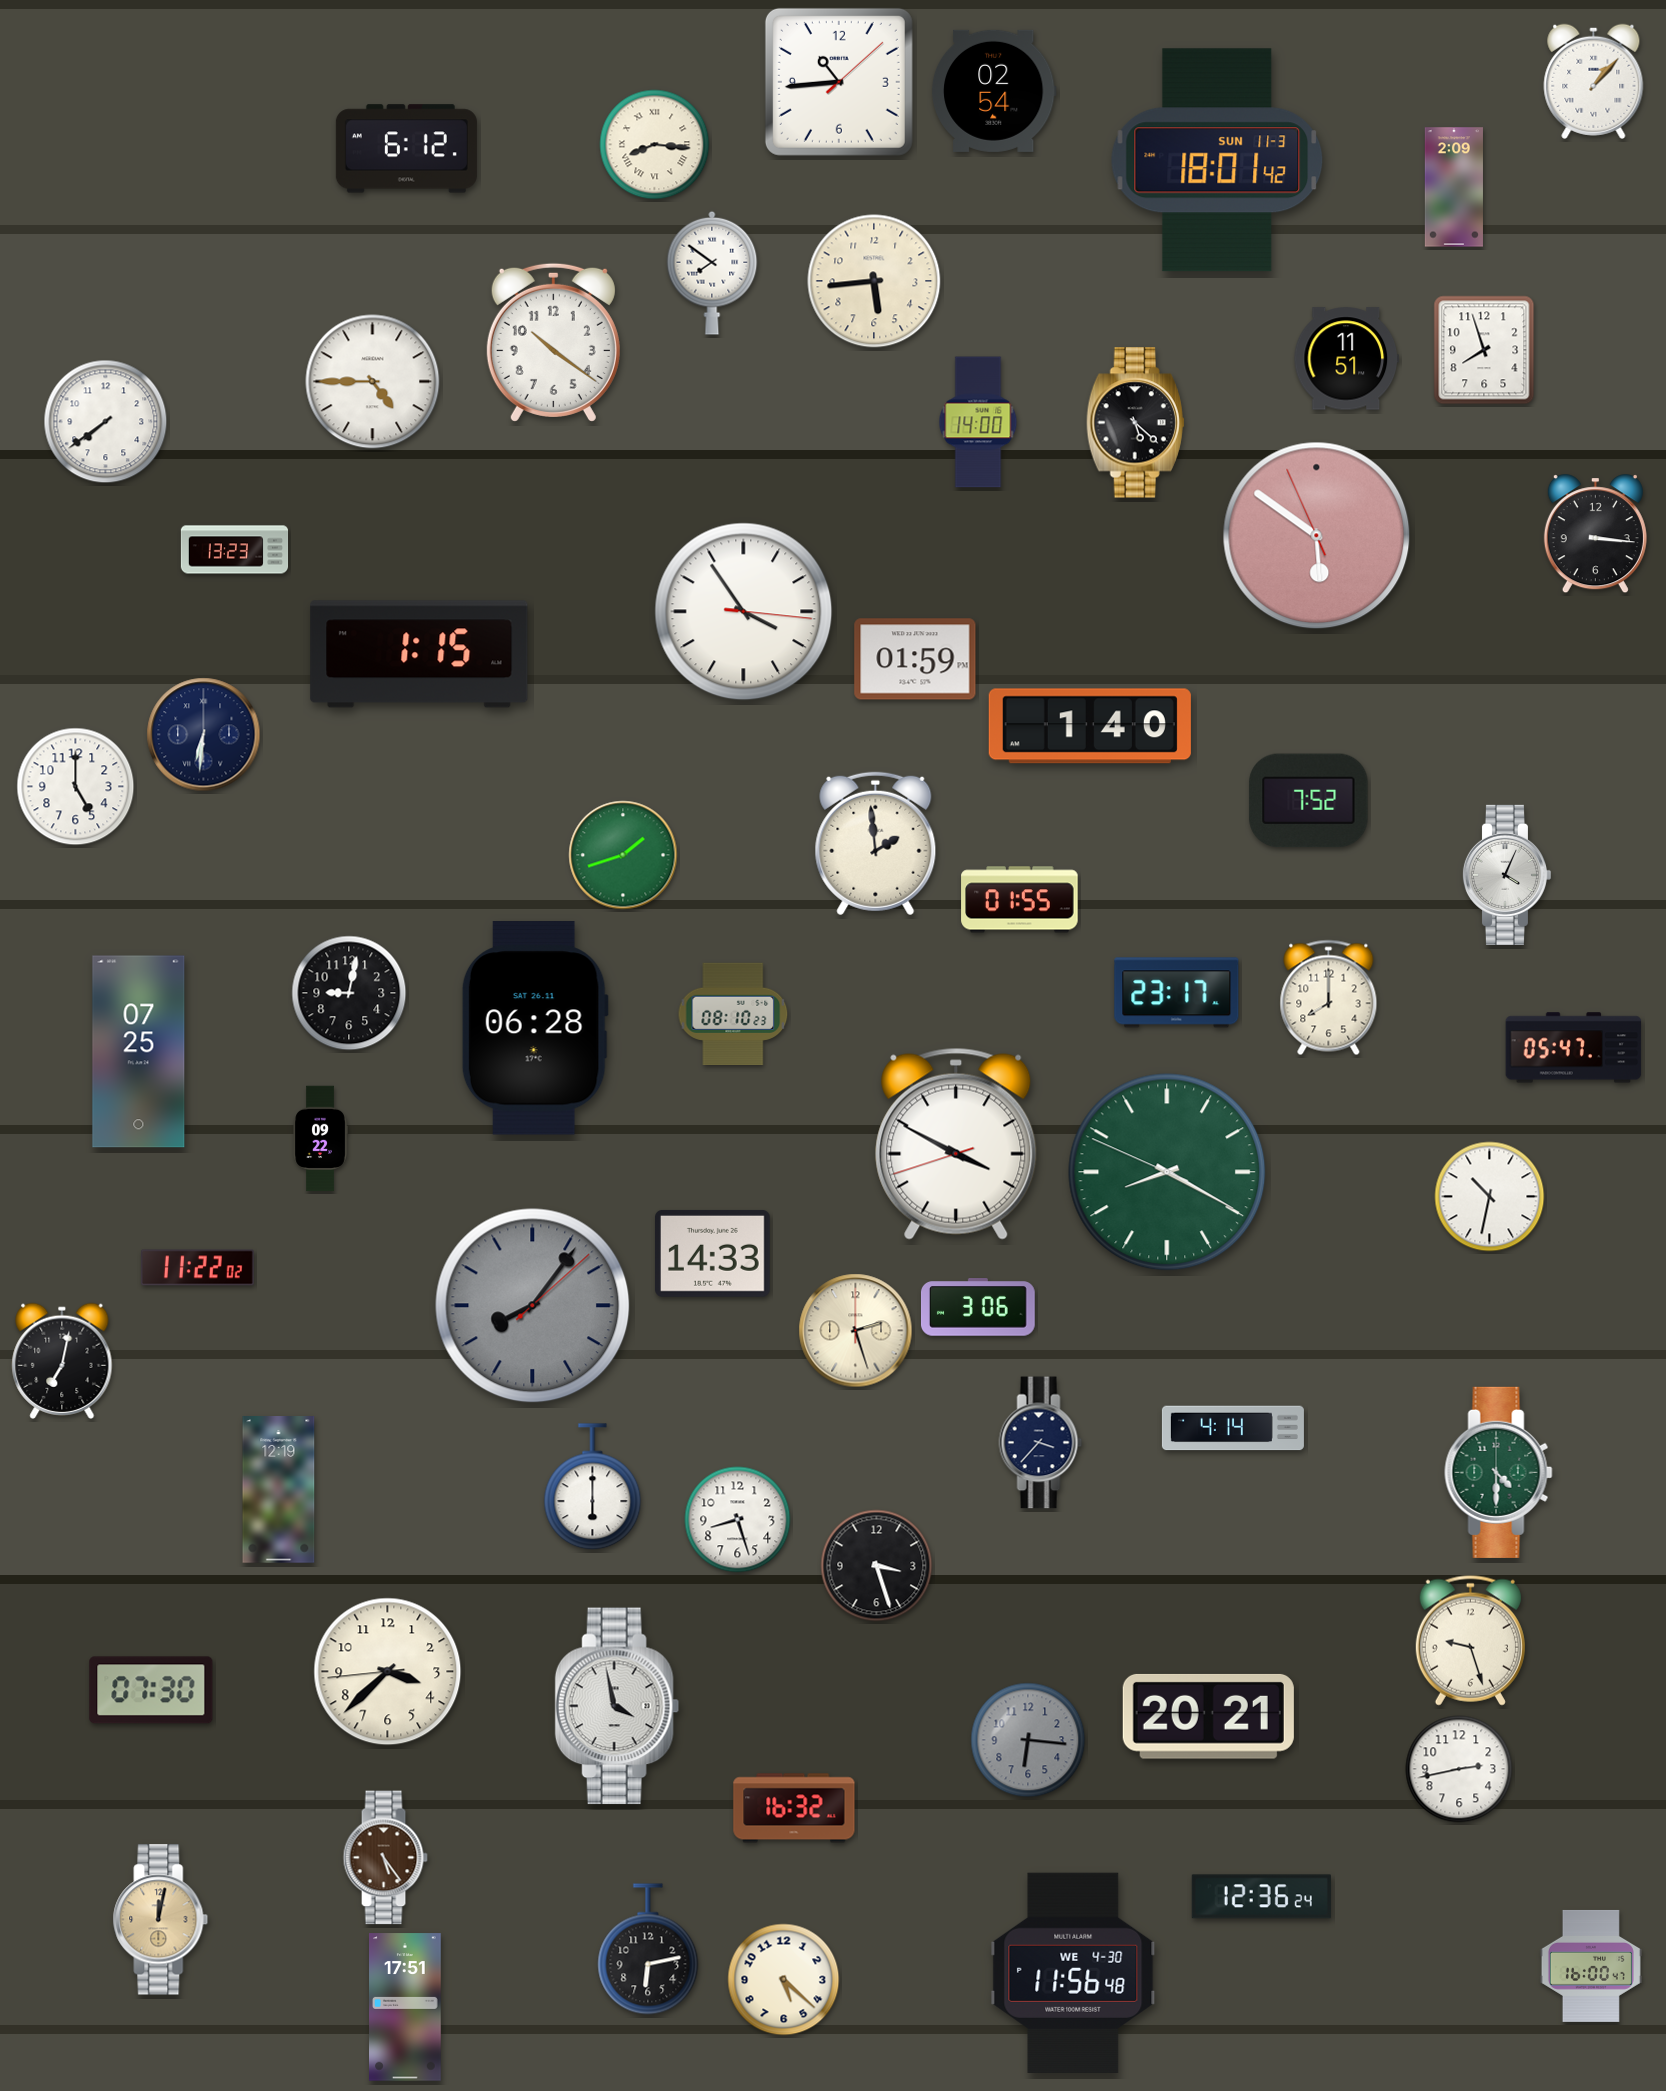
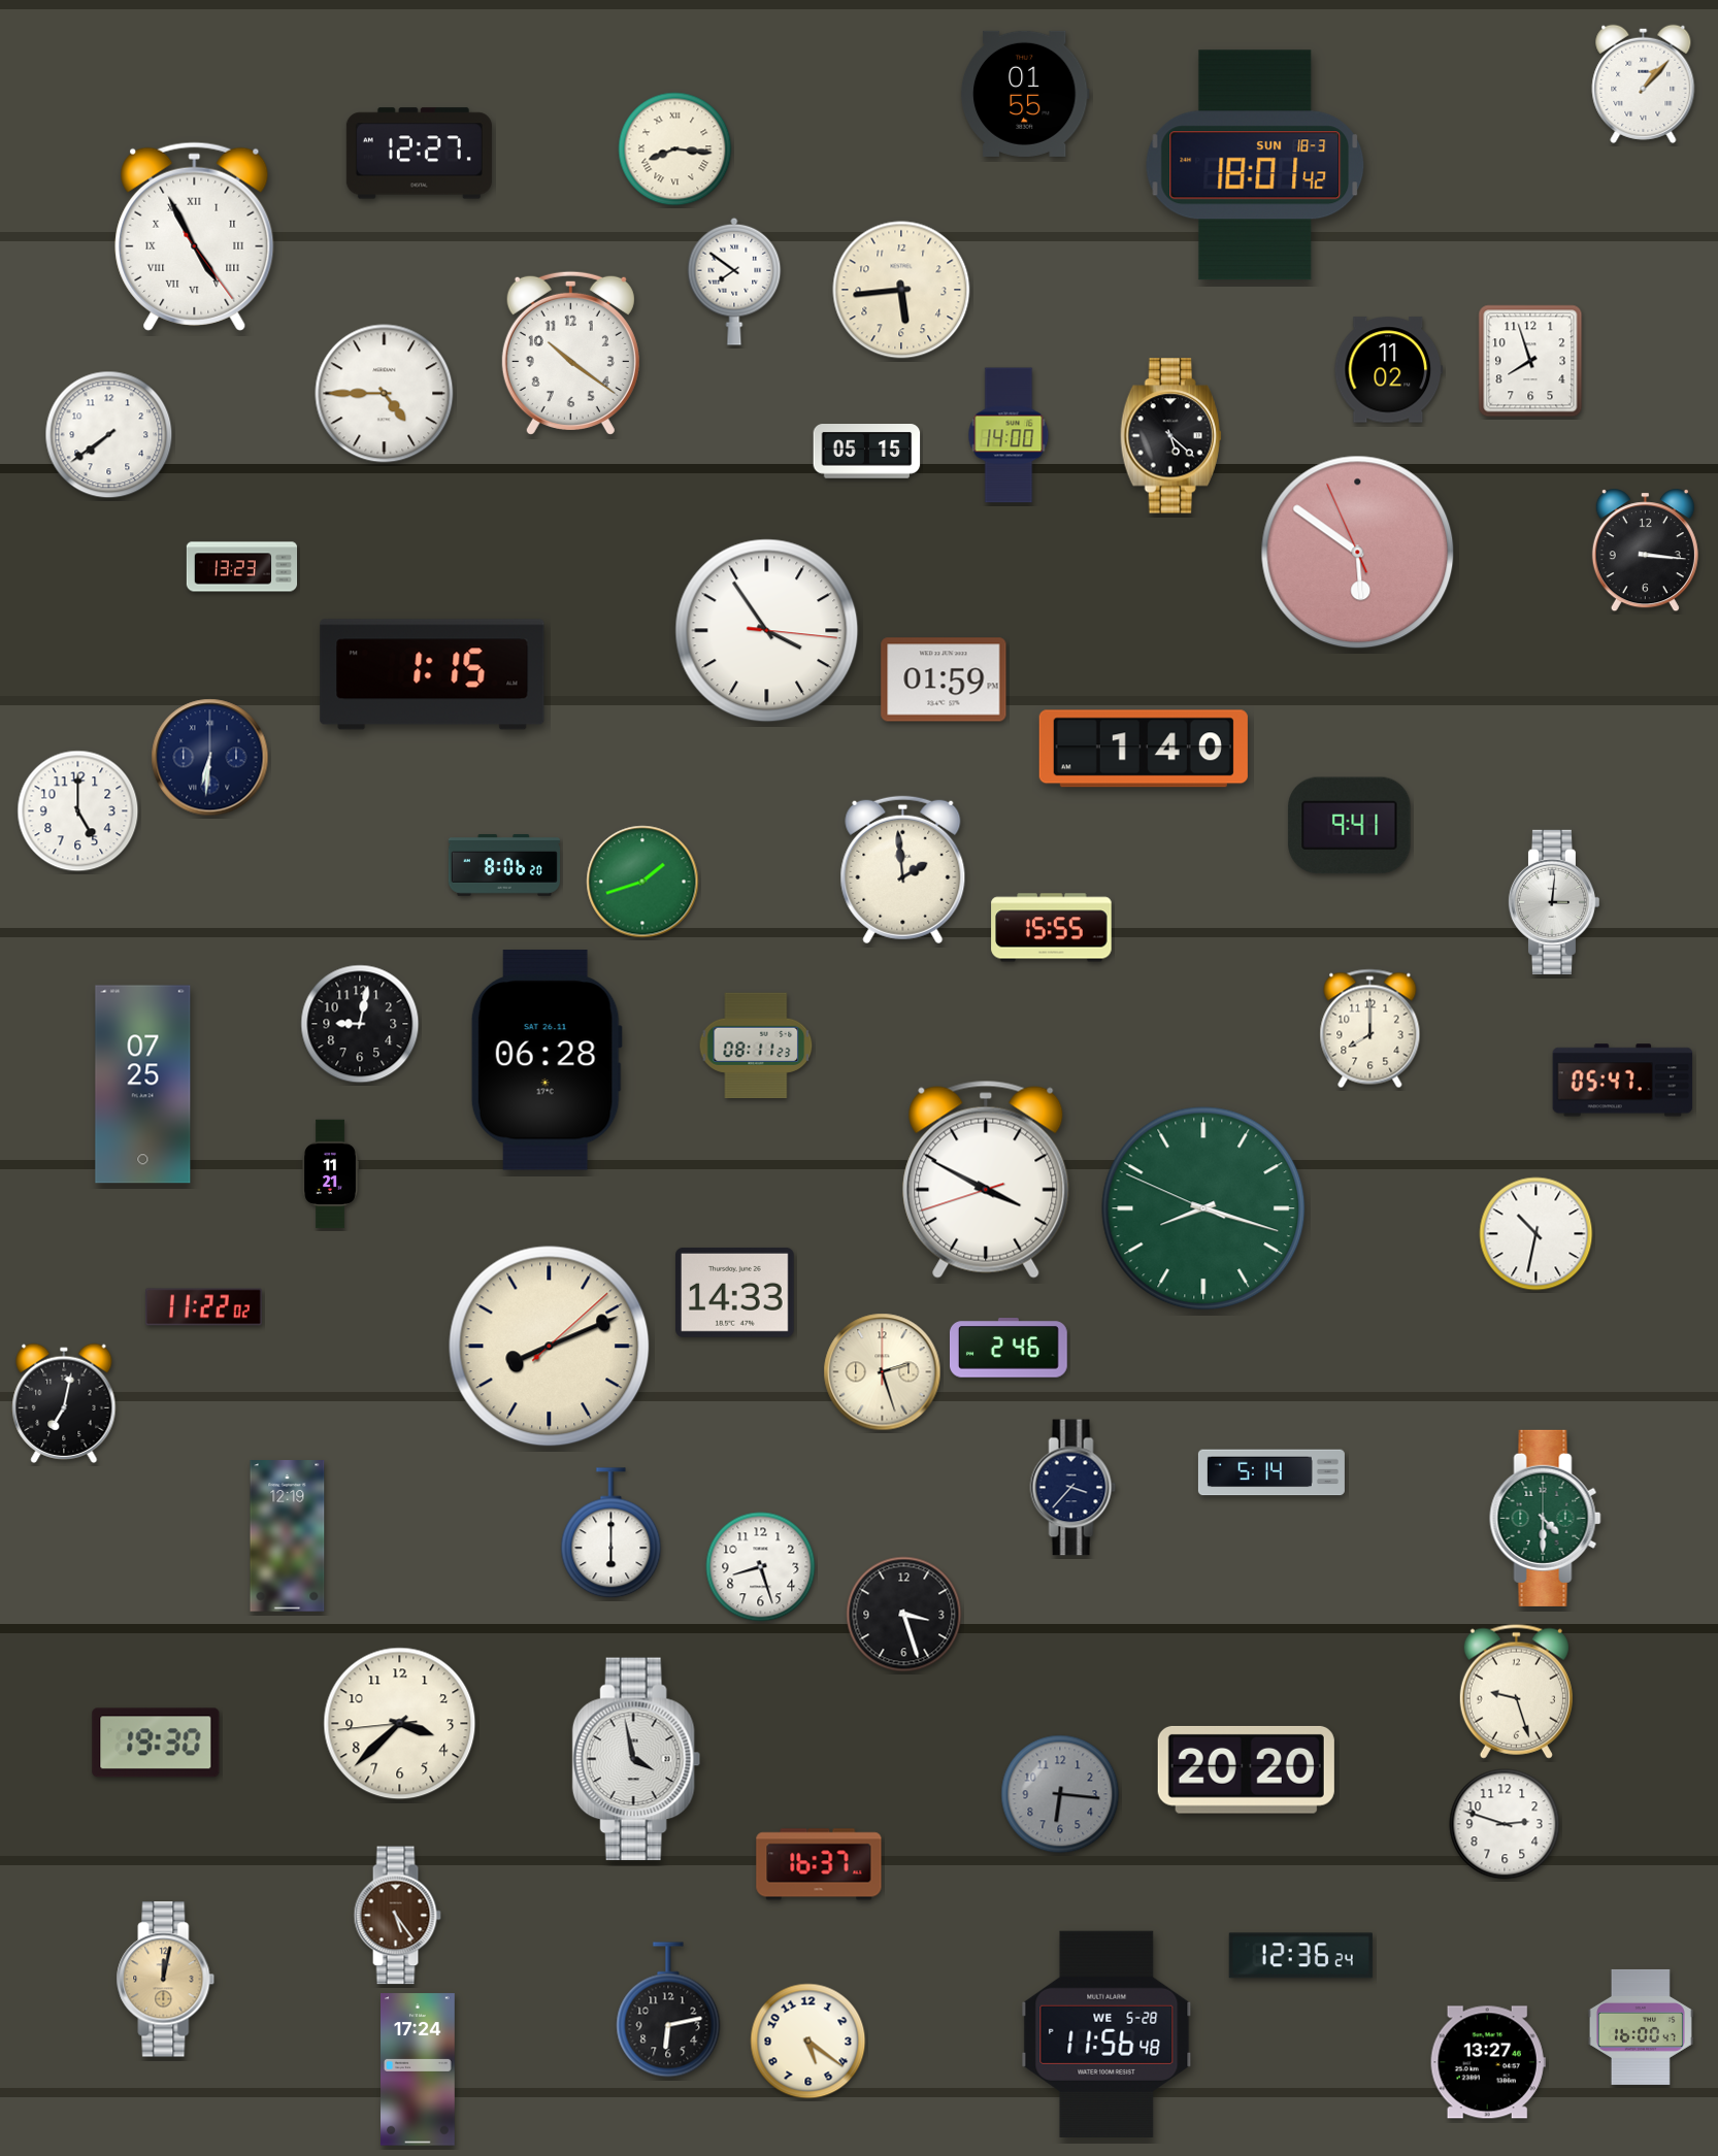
clock at (839, 82): 10:44 -> none
clock at (994, 91): 02:54 -> 01:55
clock at (406, 149): 6:12 -> 12:27
clock at (1217, 160) date: SUN 11-3 -> SUN 18-3
clock at (1454, 187): 2:09 -> none
clock at (195, 236): none -> 4:55
clock at (1347, 359): 11:51 -> 11:02
clock at (867, 452): none -> 05:15
clock at (1090, 726) position: (1090, 726) -> (1144, 749)
clock at (1309, 801): 7:52 -> 9:41
clock at (504, 866): none -> 8:06
clock at (1506, 875): 4:04 -> 3:01
clock at (1020, 900): 01:55 -> 15:55
clock at (1177, 993): 23:17 -> none
clock at (733, 1013): 08:10 -> 08:11
clock at (535, 1028) position: (535, 1028) -> (547, 1060)
clock at (320, 1139): 09:22 -> 11:21
clock at (1167, 1172): 8:19 -> 8:17
clock at (533, 1306): 8:06 -> 8:11
clock at (533, 1306) dial: grey -> cream
clock at (978, 1307): 3:06 -> 2:46
clock at (1233, 1428): 4:14 -> 5:14
clock at (151, 1690): 07:30 -> 19:30
clock at (1208, 1716): 20:21 -> 20:20
clock at (1459, 1769): 2:43 -> 2:48
clock at (794, 1808): 16:32 -> 16:37
clock at (1073, 1973) date: WE 4-30 -> WE 5-28
clock at (784, 1980): 5:22 -> 5:21
clock at (1488, 2062): none -> 13:27
clock at (406, 2007): 17:51 -> 17:24
